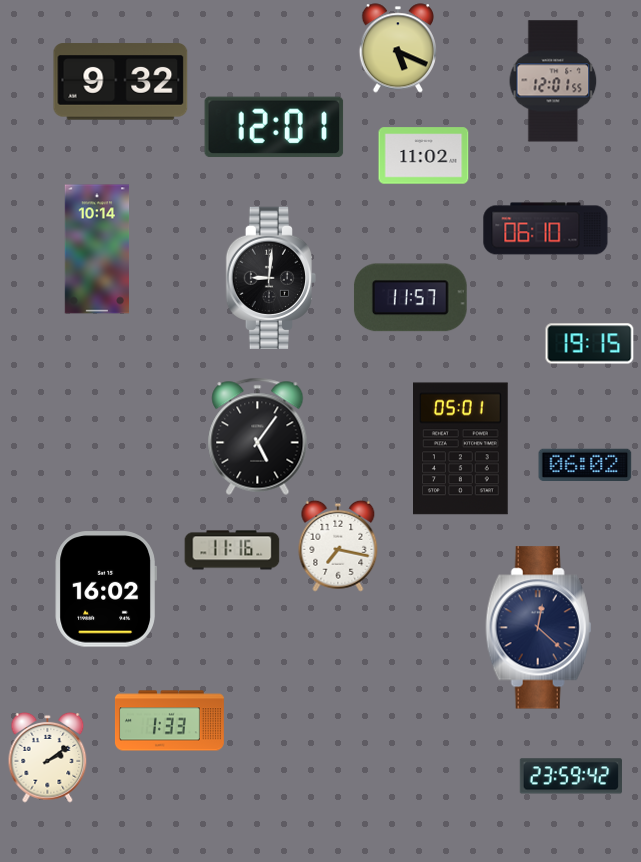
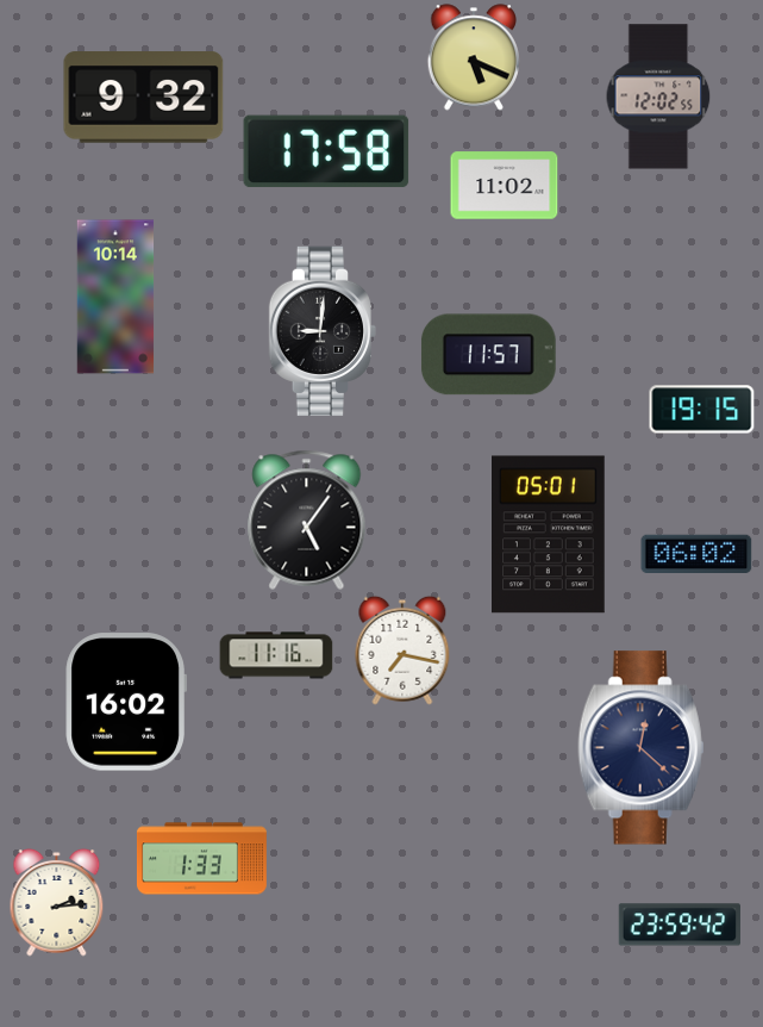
clock at (553, 81): 12:01 -> 12:02
clock at (274, 127): 12:01 -> 17:58
clock at (546, 229): 06:10 -> none
clock at (48, 758): 2:09 -> 2:14
